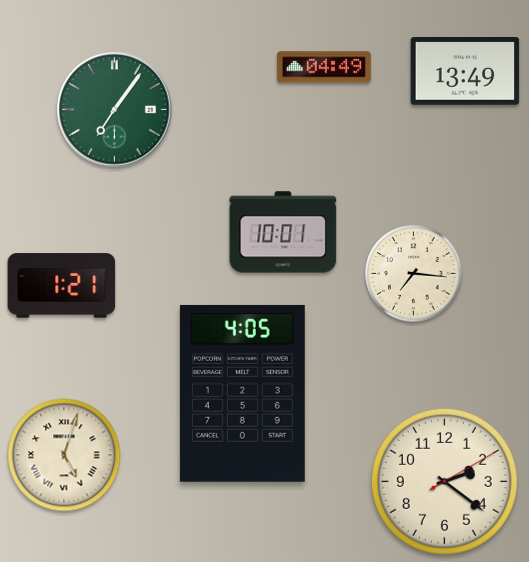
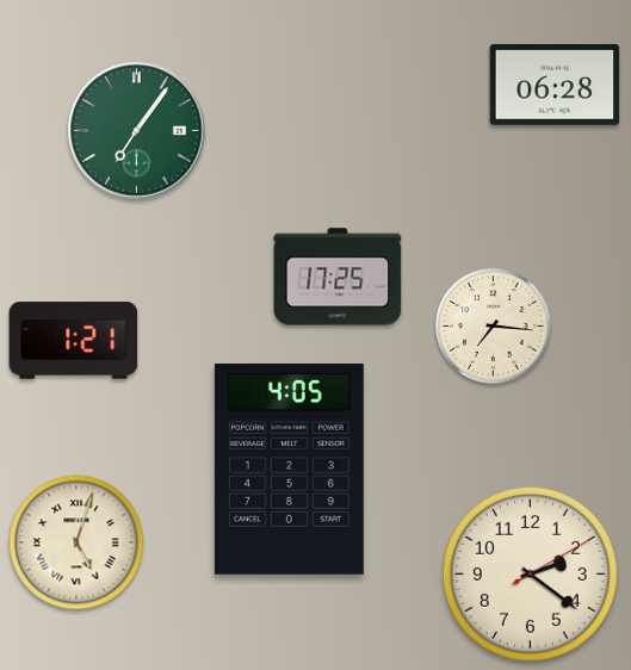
clock at (324, 67): 04:49 -> none
clock at (465, 72): 13:49 -> 06:28
clock at (283, 232): 10:01 -> 17:25
